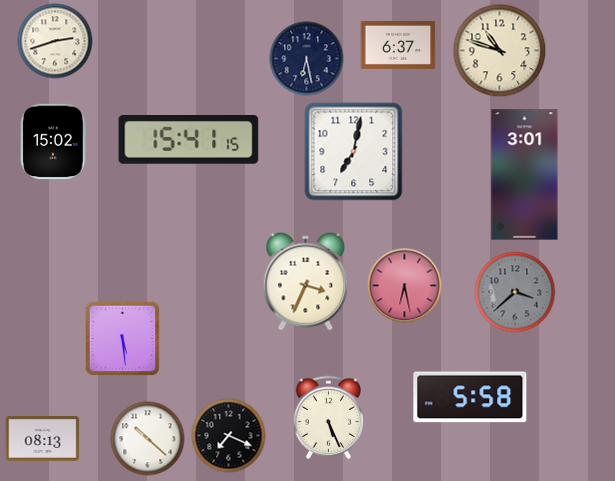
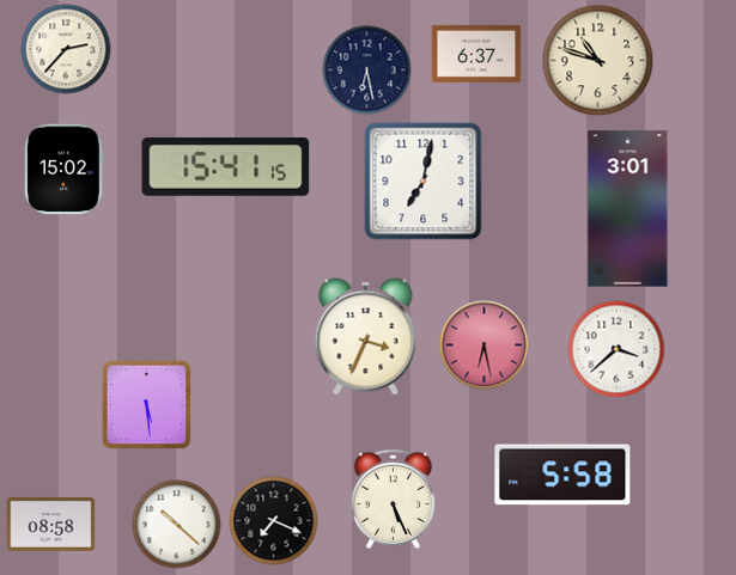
clock at (55, 41): 2:42 -> 2:37
clock at (405, 286) position: (405, 286) -> (485, 345)
clock at (515, 292) dial: grey -> white
clock at (43, 438): 08:13 -> 08:58
